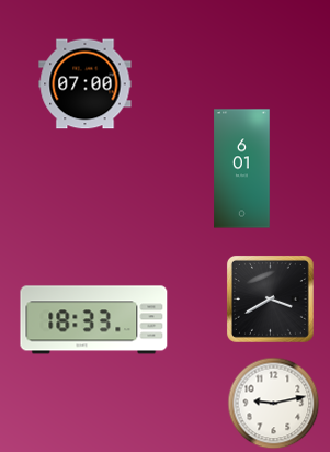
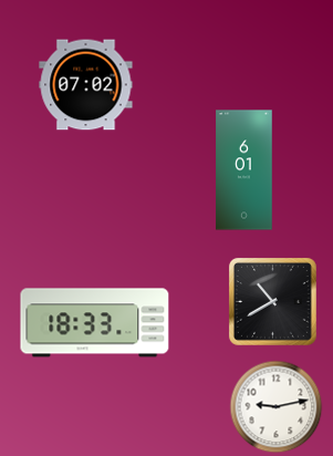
clock at (86, 84): 07:00 -> 07:02
clock at (270, 298): 3:40 -> 10:40
